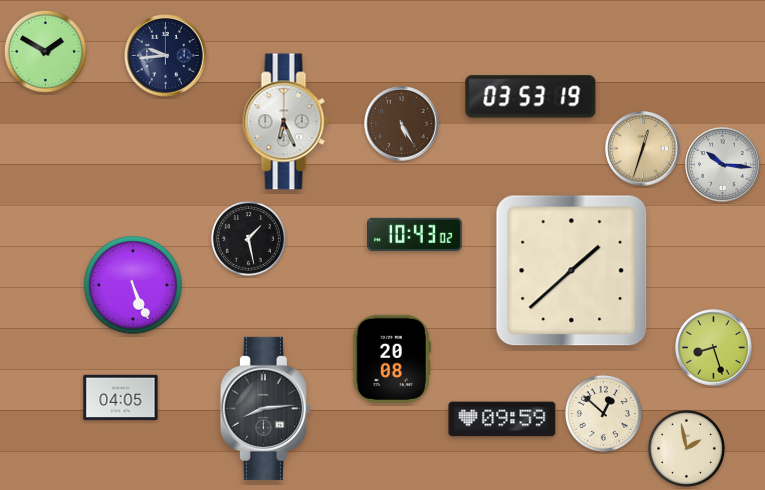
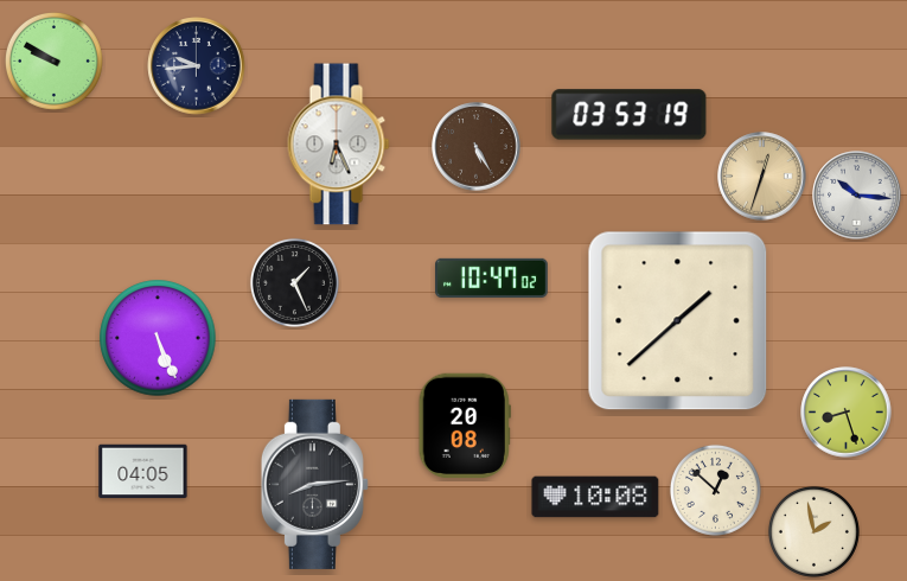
clock at (45, 51): 1:50 -> 9:50
clock at (415, 234): 10:43 -> 10:47
clock at (248, 238): 1:28 -> 1:26
clock at (502, 419): 09:59 -> 10:08
